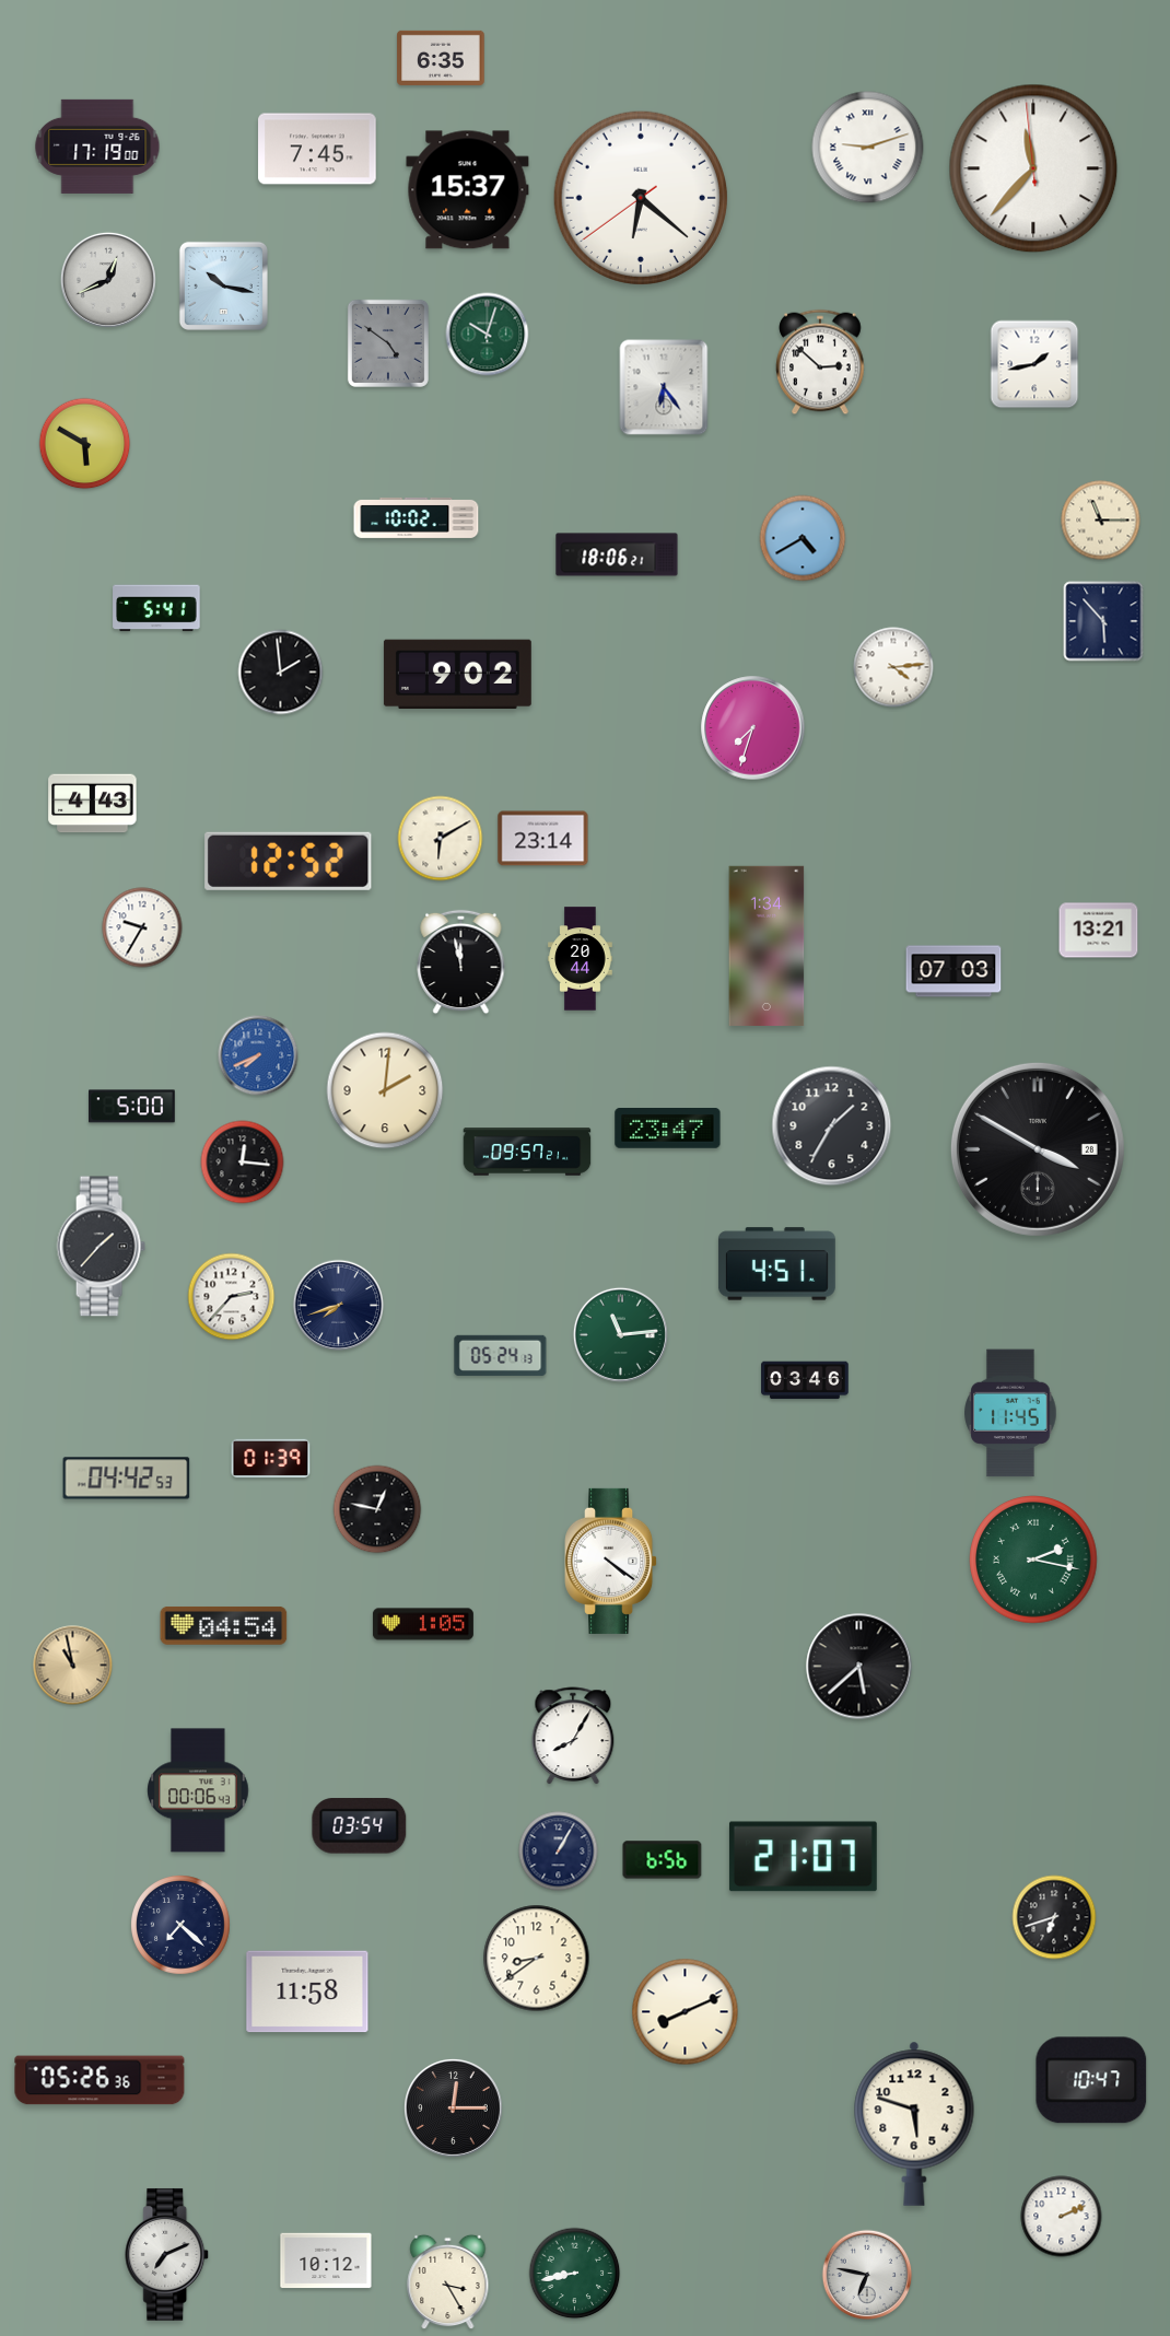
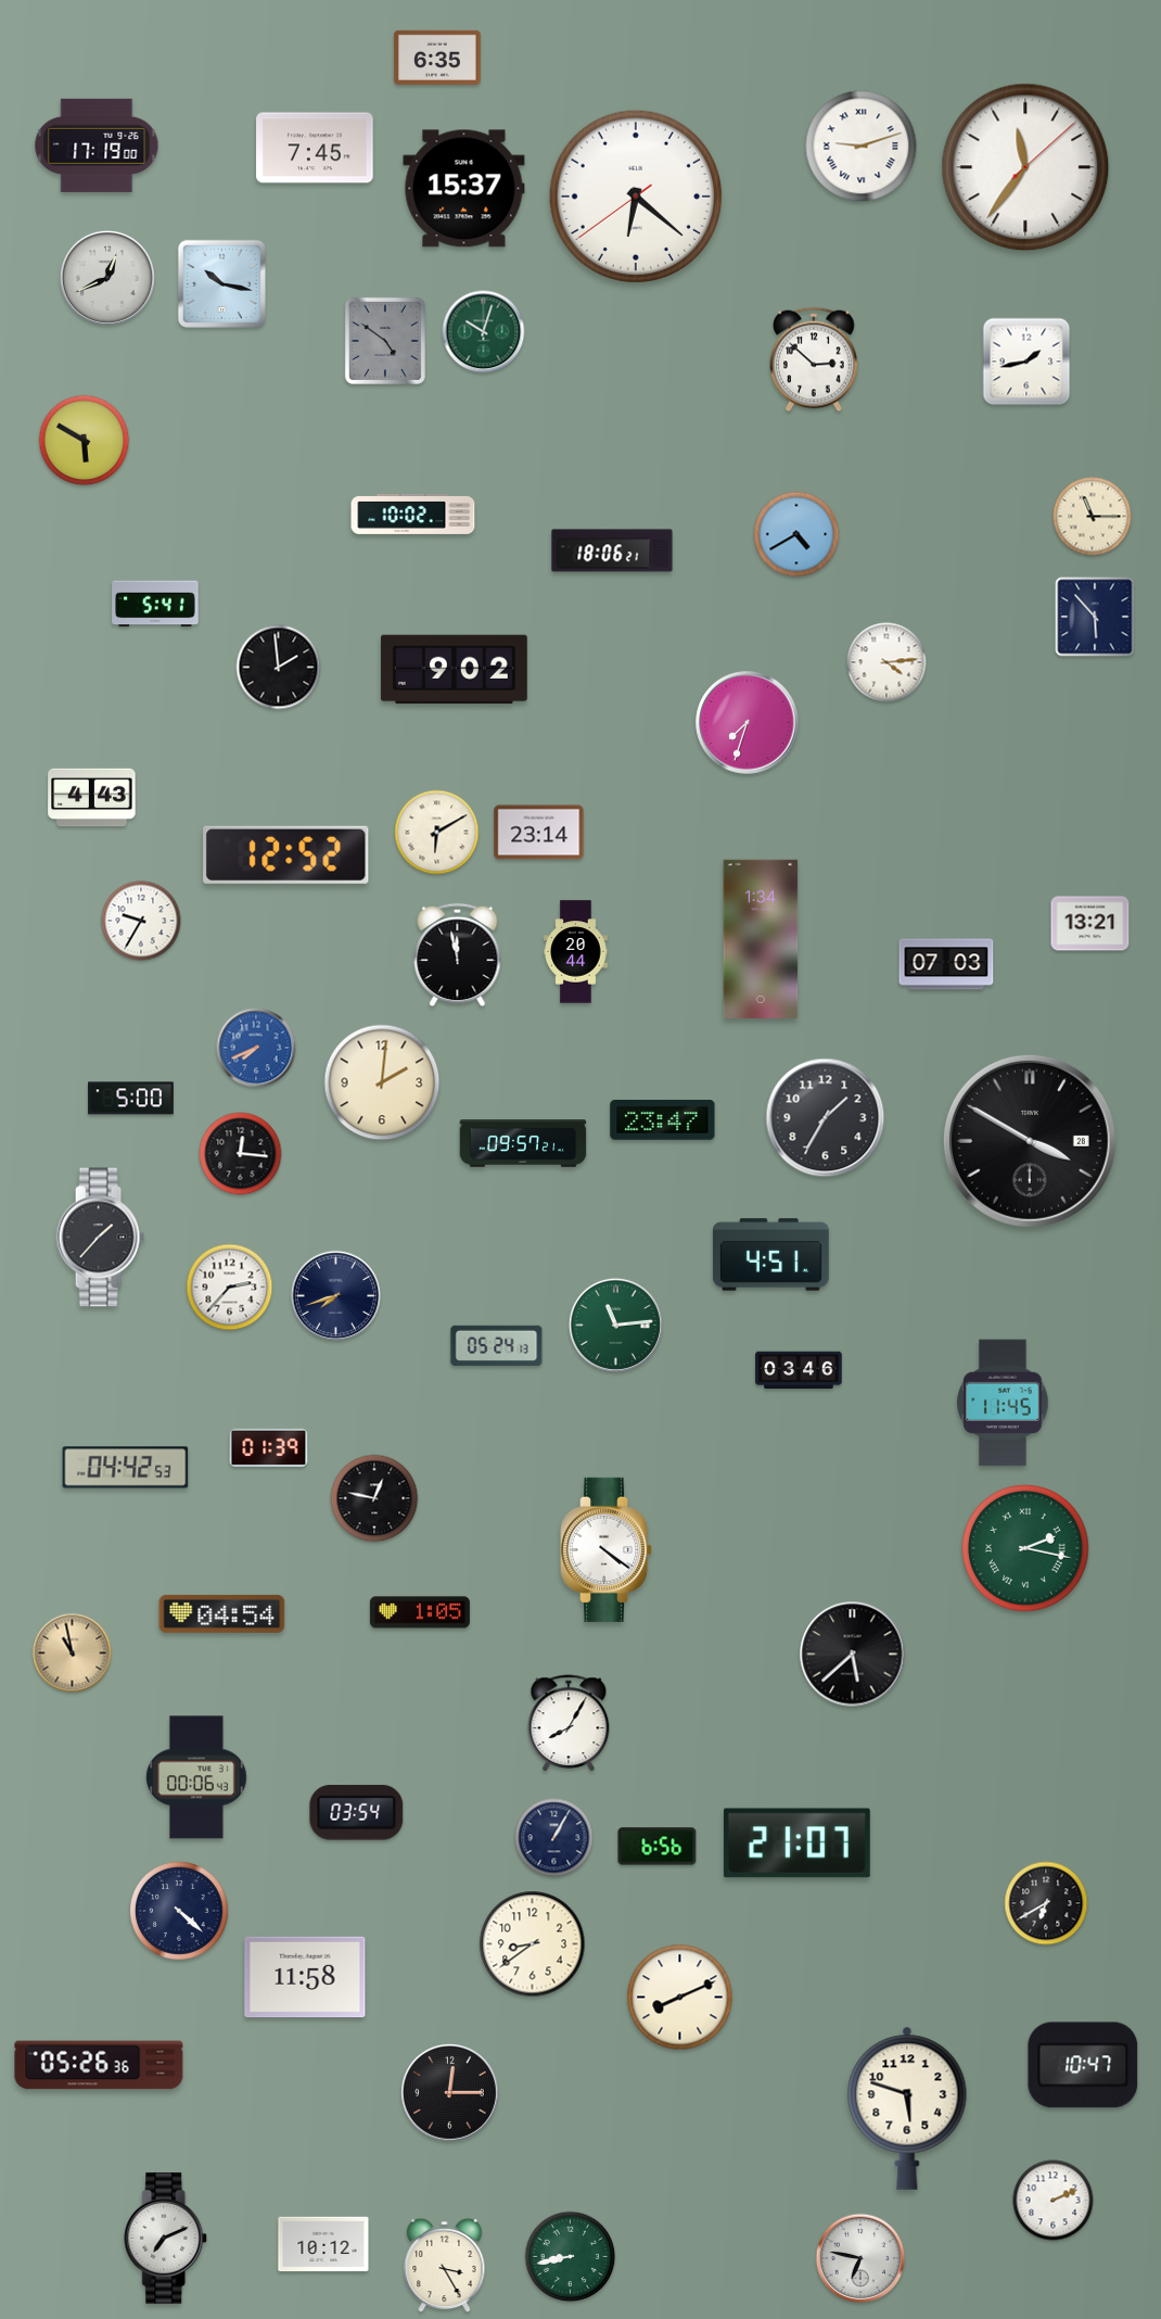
clock at (1033, 168): 11:36:59 -> 11:36:08
clock at (664, 387): 6:24 -> none
clock at (1054, 1917): 6:42 -> 6:40
clock at (182, 1926): 7:22 -> 4:22
